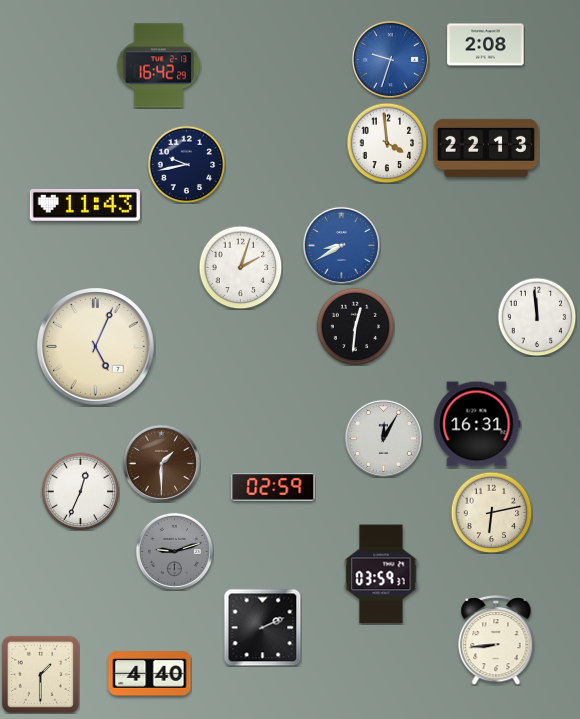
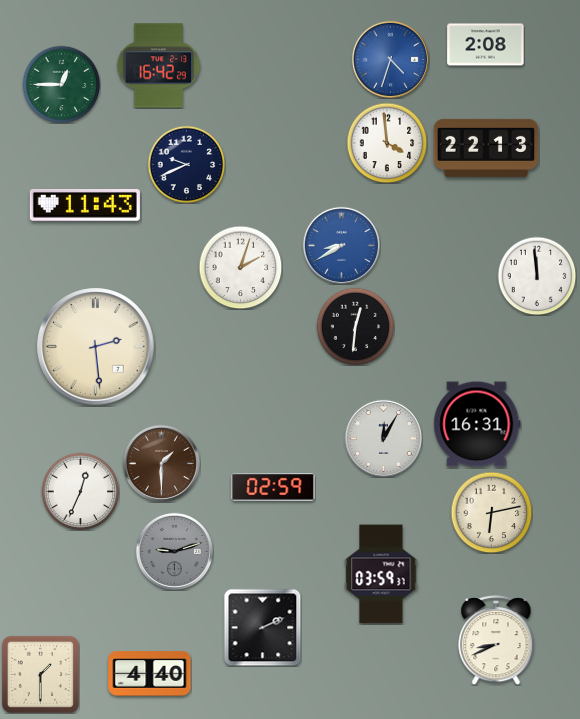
clock at (390, 59): 9:33 -> 4:33
clock at (61, 84): none -> 12:45
clock at (186, 164): 9:43 -> 9:41
clock at (537, 317) position: (537, 317) -> (537, 276)
clock at (96, 347): 5:04 -> 2:29
clock at (496, 640): 8:44 -> 8:41
